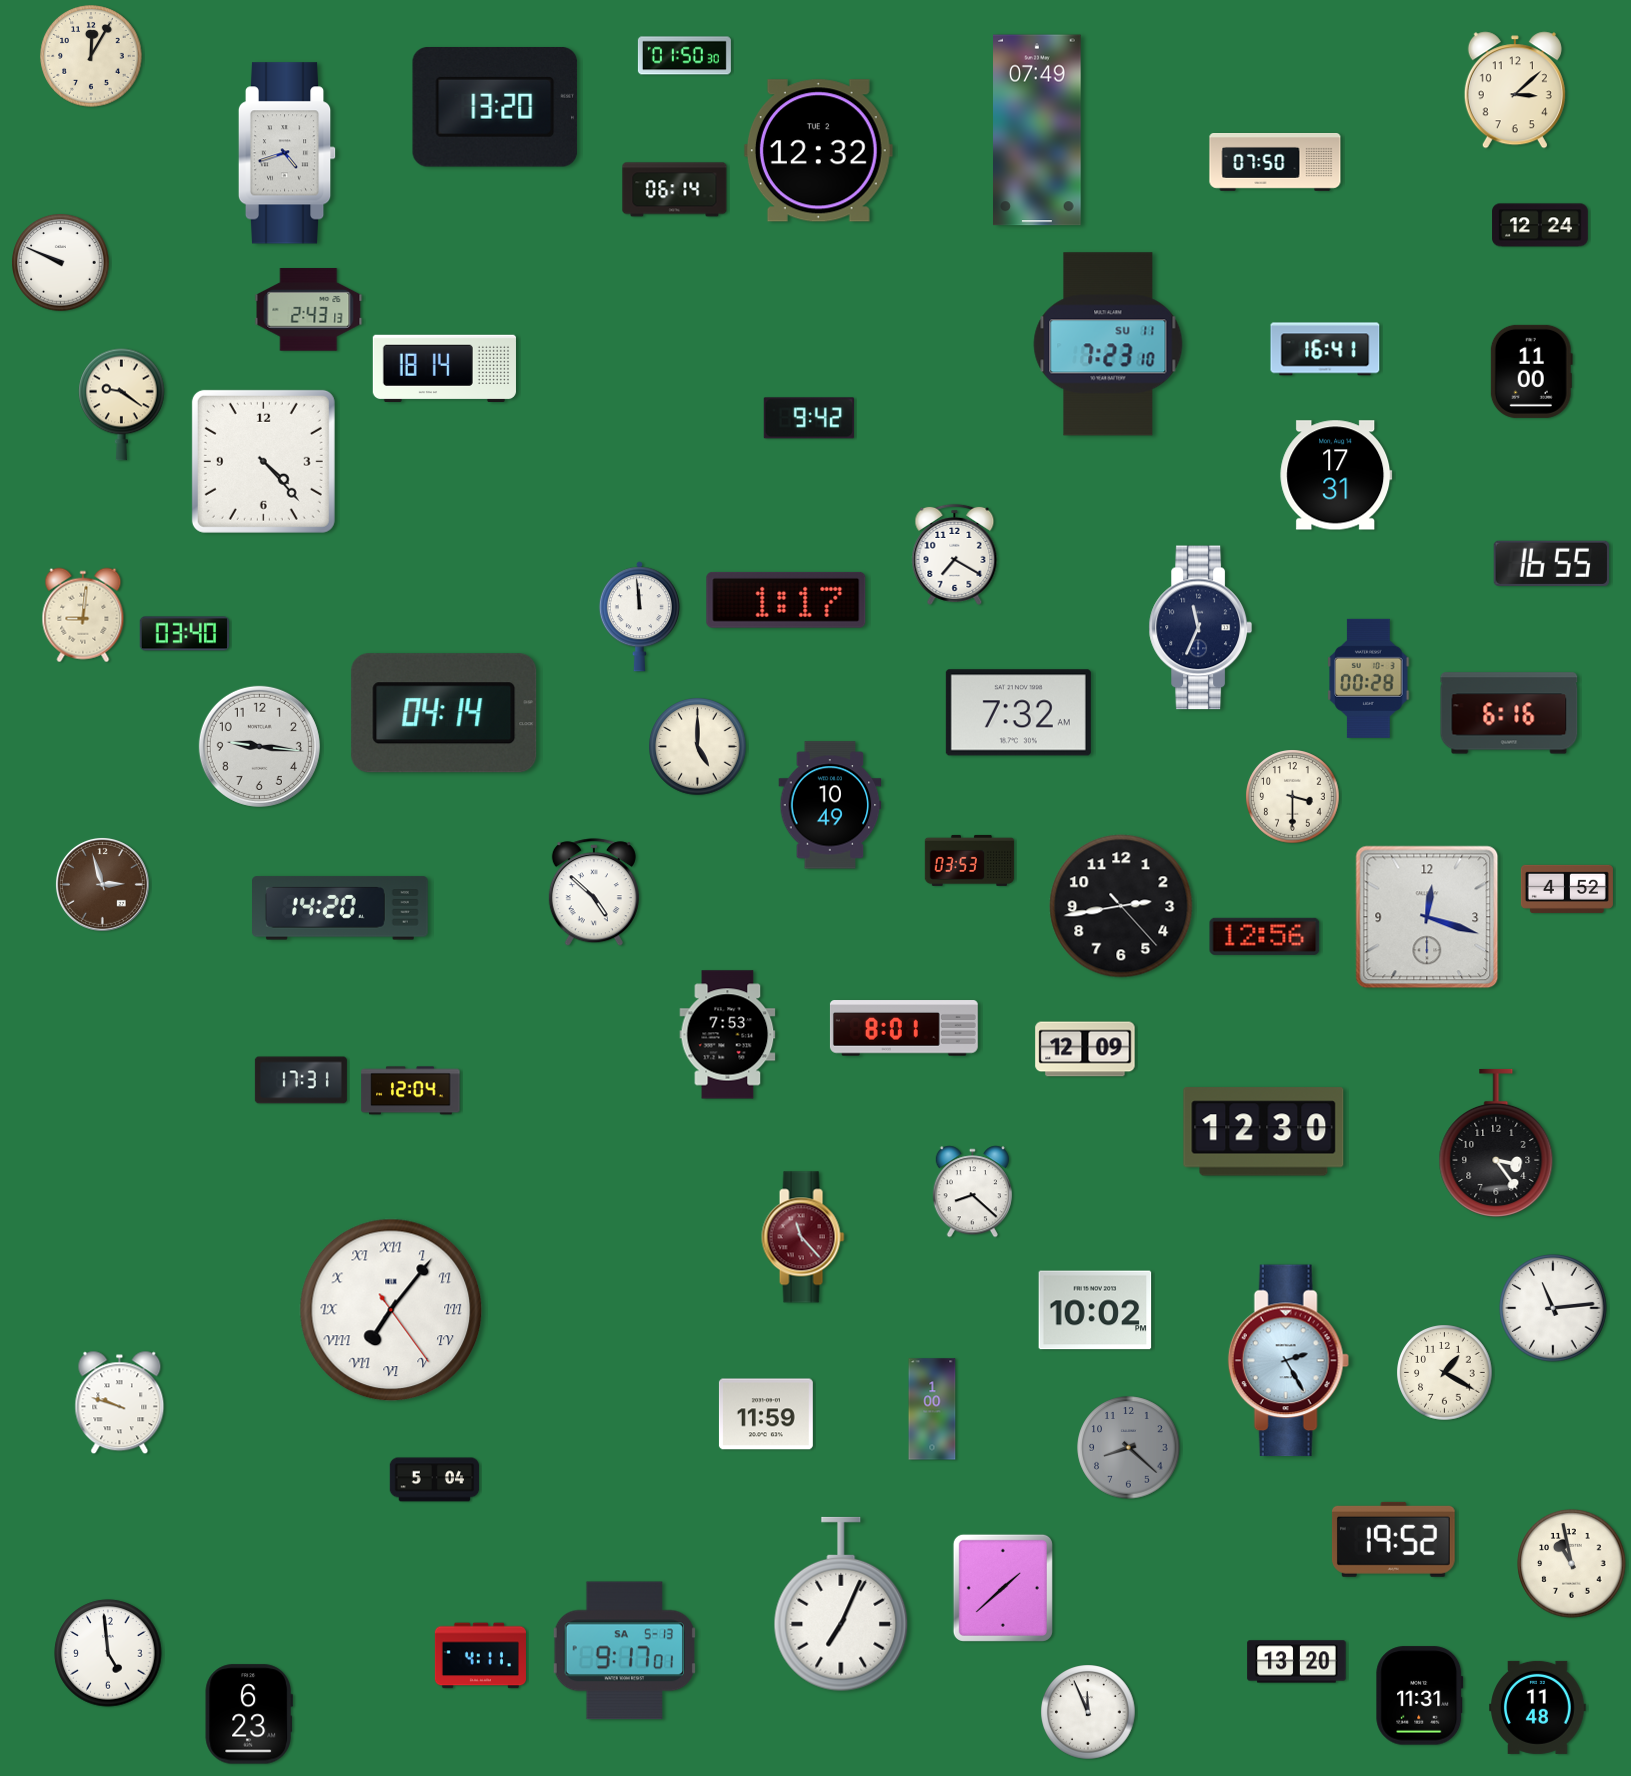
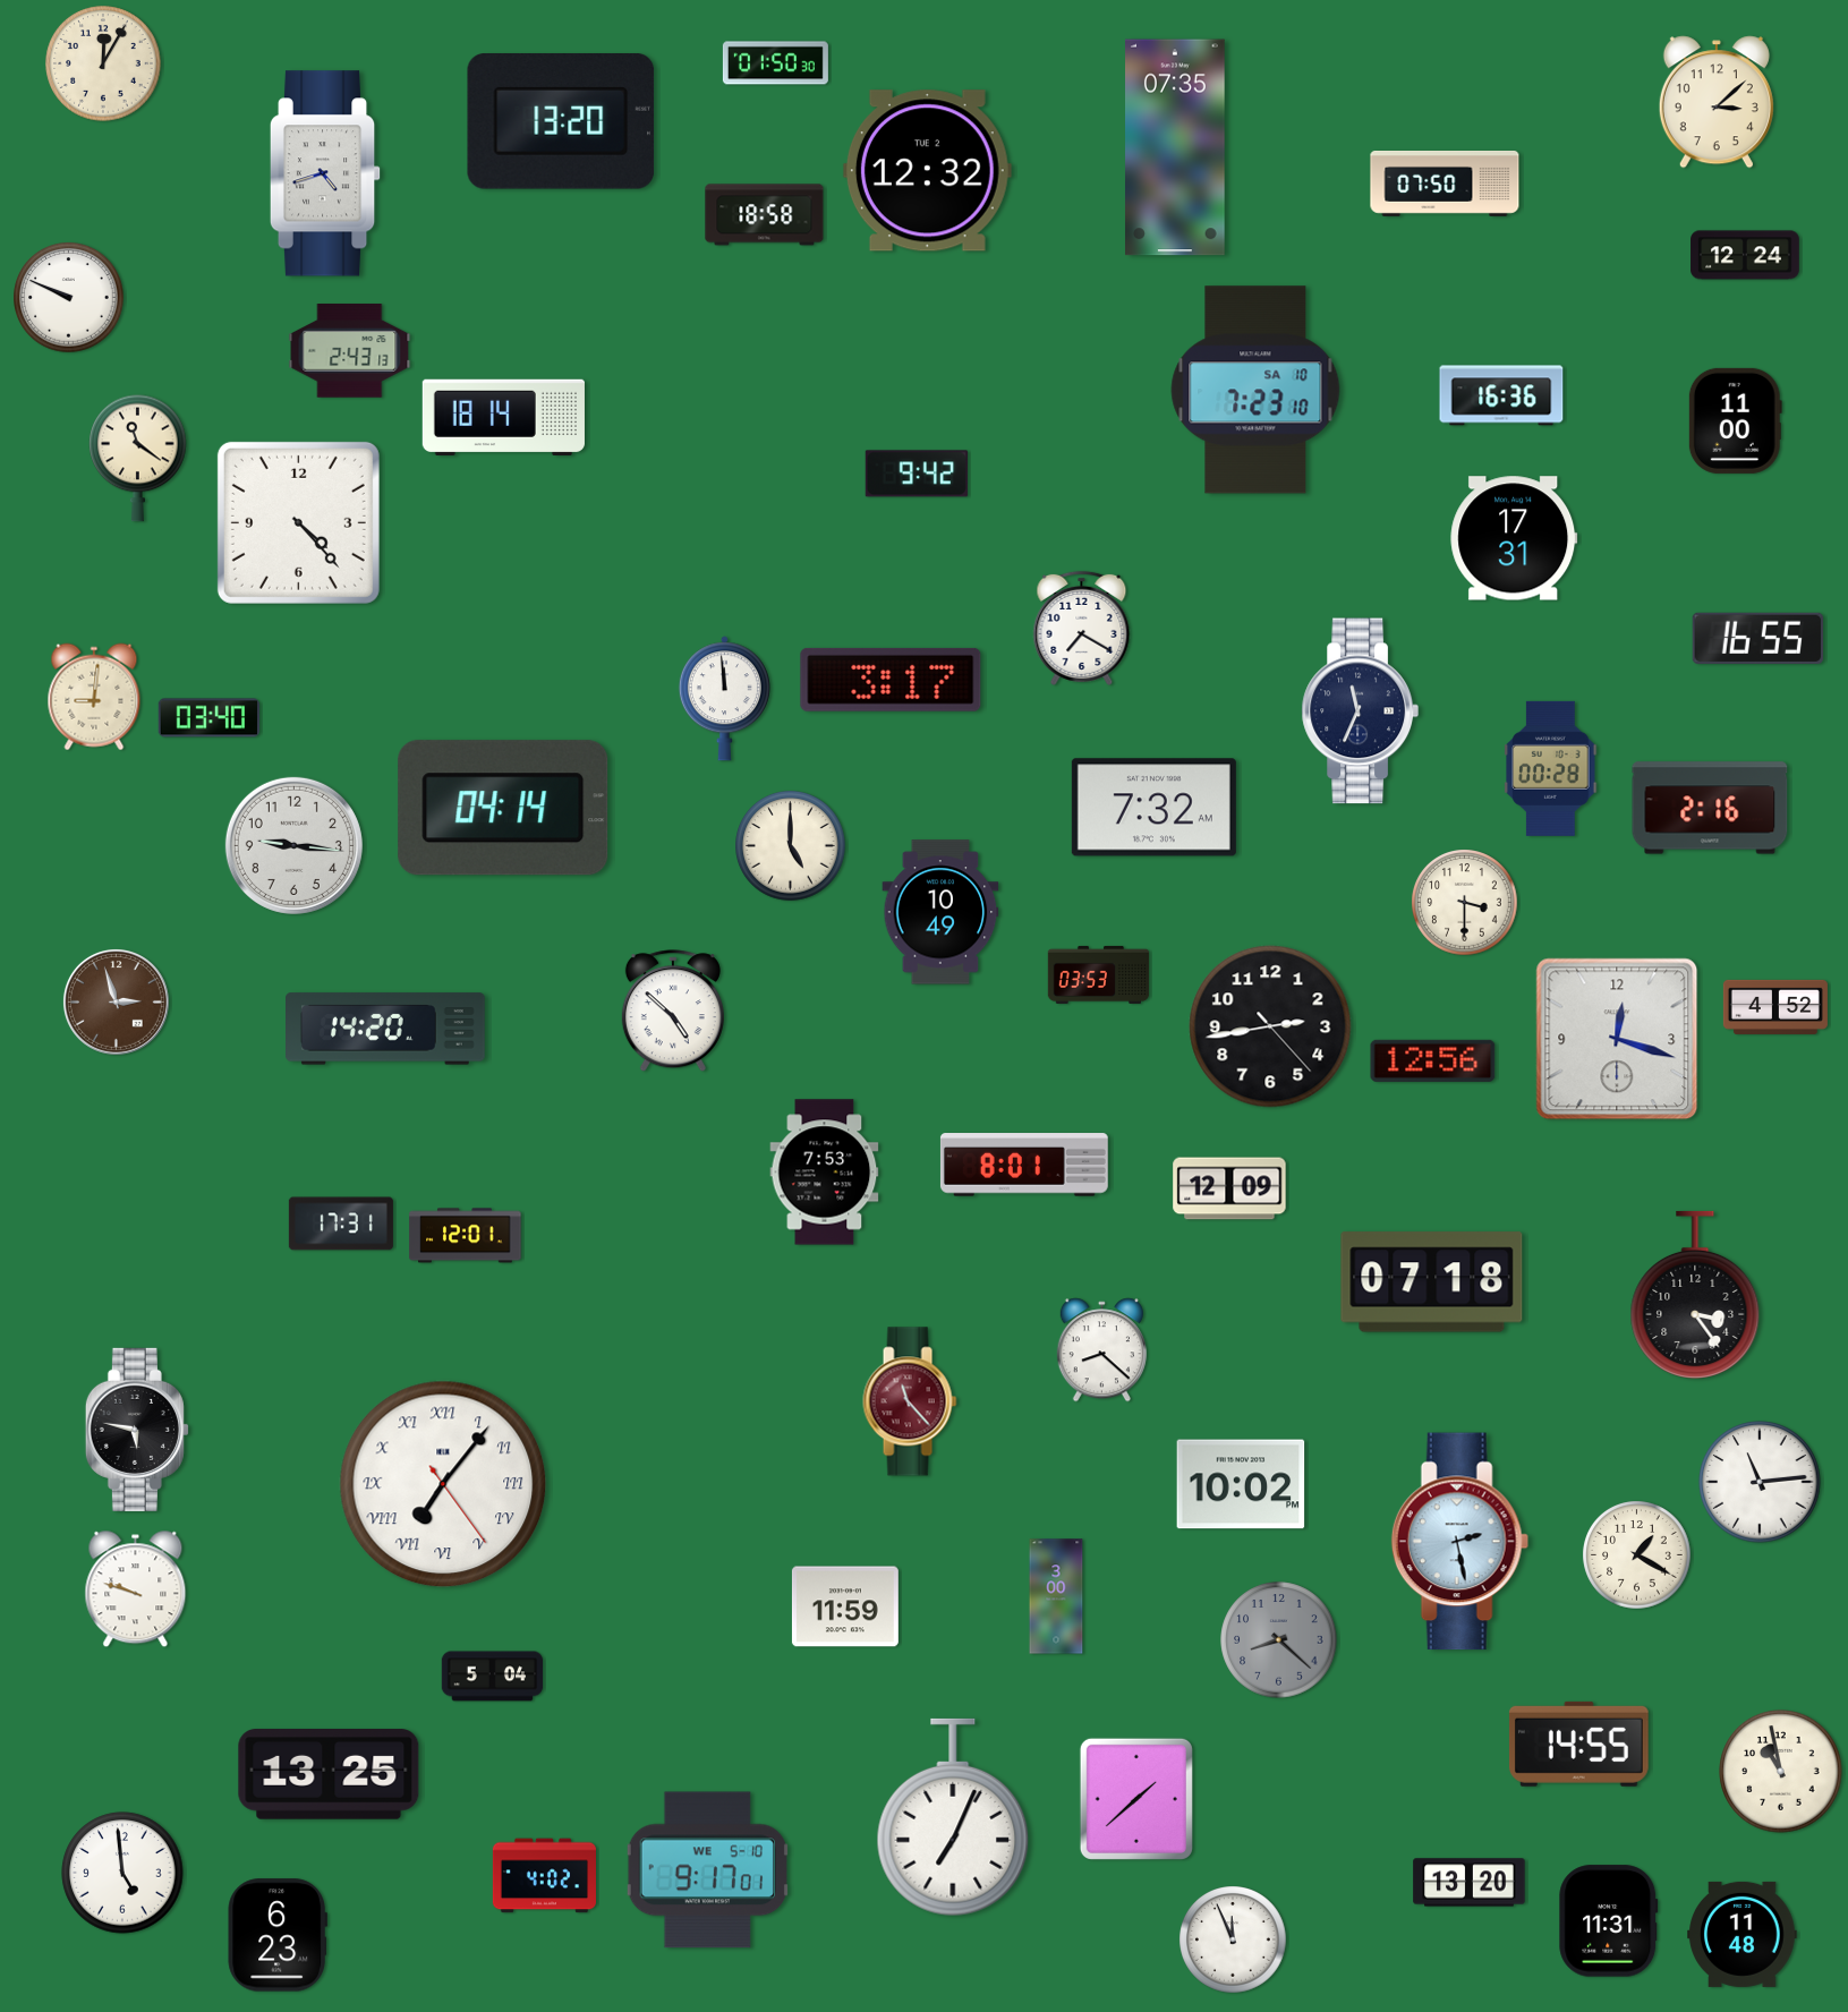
clock at (1038, 130): 07:49 -> 07:35
clock at (675, 190): 06:14 -> 18:58
clock at (1108, 344) date: SU 11 -> SA 10
clock at (1325, 349): 16:41 -> 16:36
clock at (122, 404): 9:21 -> 11:21
clock at (786, 600): 1:17 -> 3:17
clock at (1509, 713): 6:16 -> 2:16
clock at (411, 1091): 12:04 -> 12:01
clock at (1264, 1132): 12:30 -> 07:18
clock at (137, 1430): none -> 5:47
clock at (1288, 1361): 2:25 -> 2:28
clock at (932, 1409): 1:00 -> 3:00
clock at (766, 1414) position: (766, 1414) -> (845, 1606)
clock at (1393, 1539): 19:52 -> 14:55
clock at (329, 1774): none -> 13:25
clock at (624, 1651) date: SA 5-13 -> WE 5-10
clock at (480, 1656): 4:11 -> 4:02
clock at (249, 1714) position: (249, 1714) -> (278, 1935)
